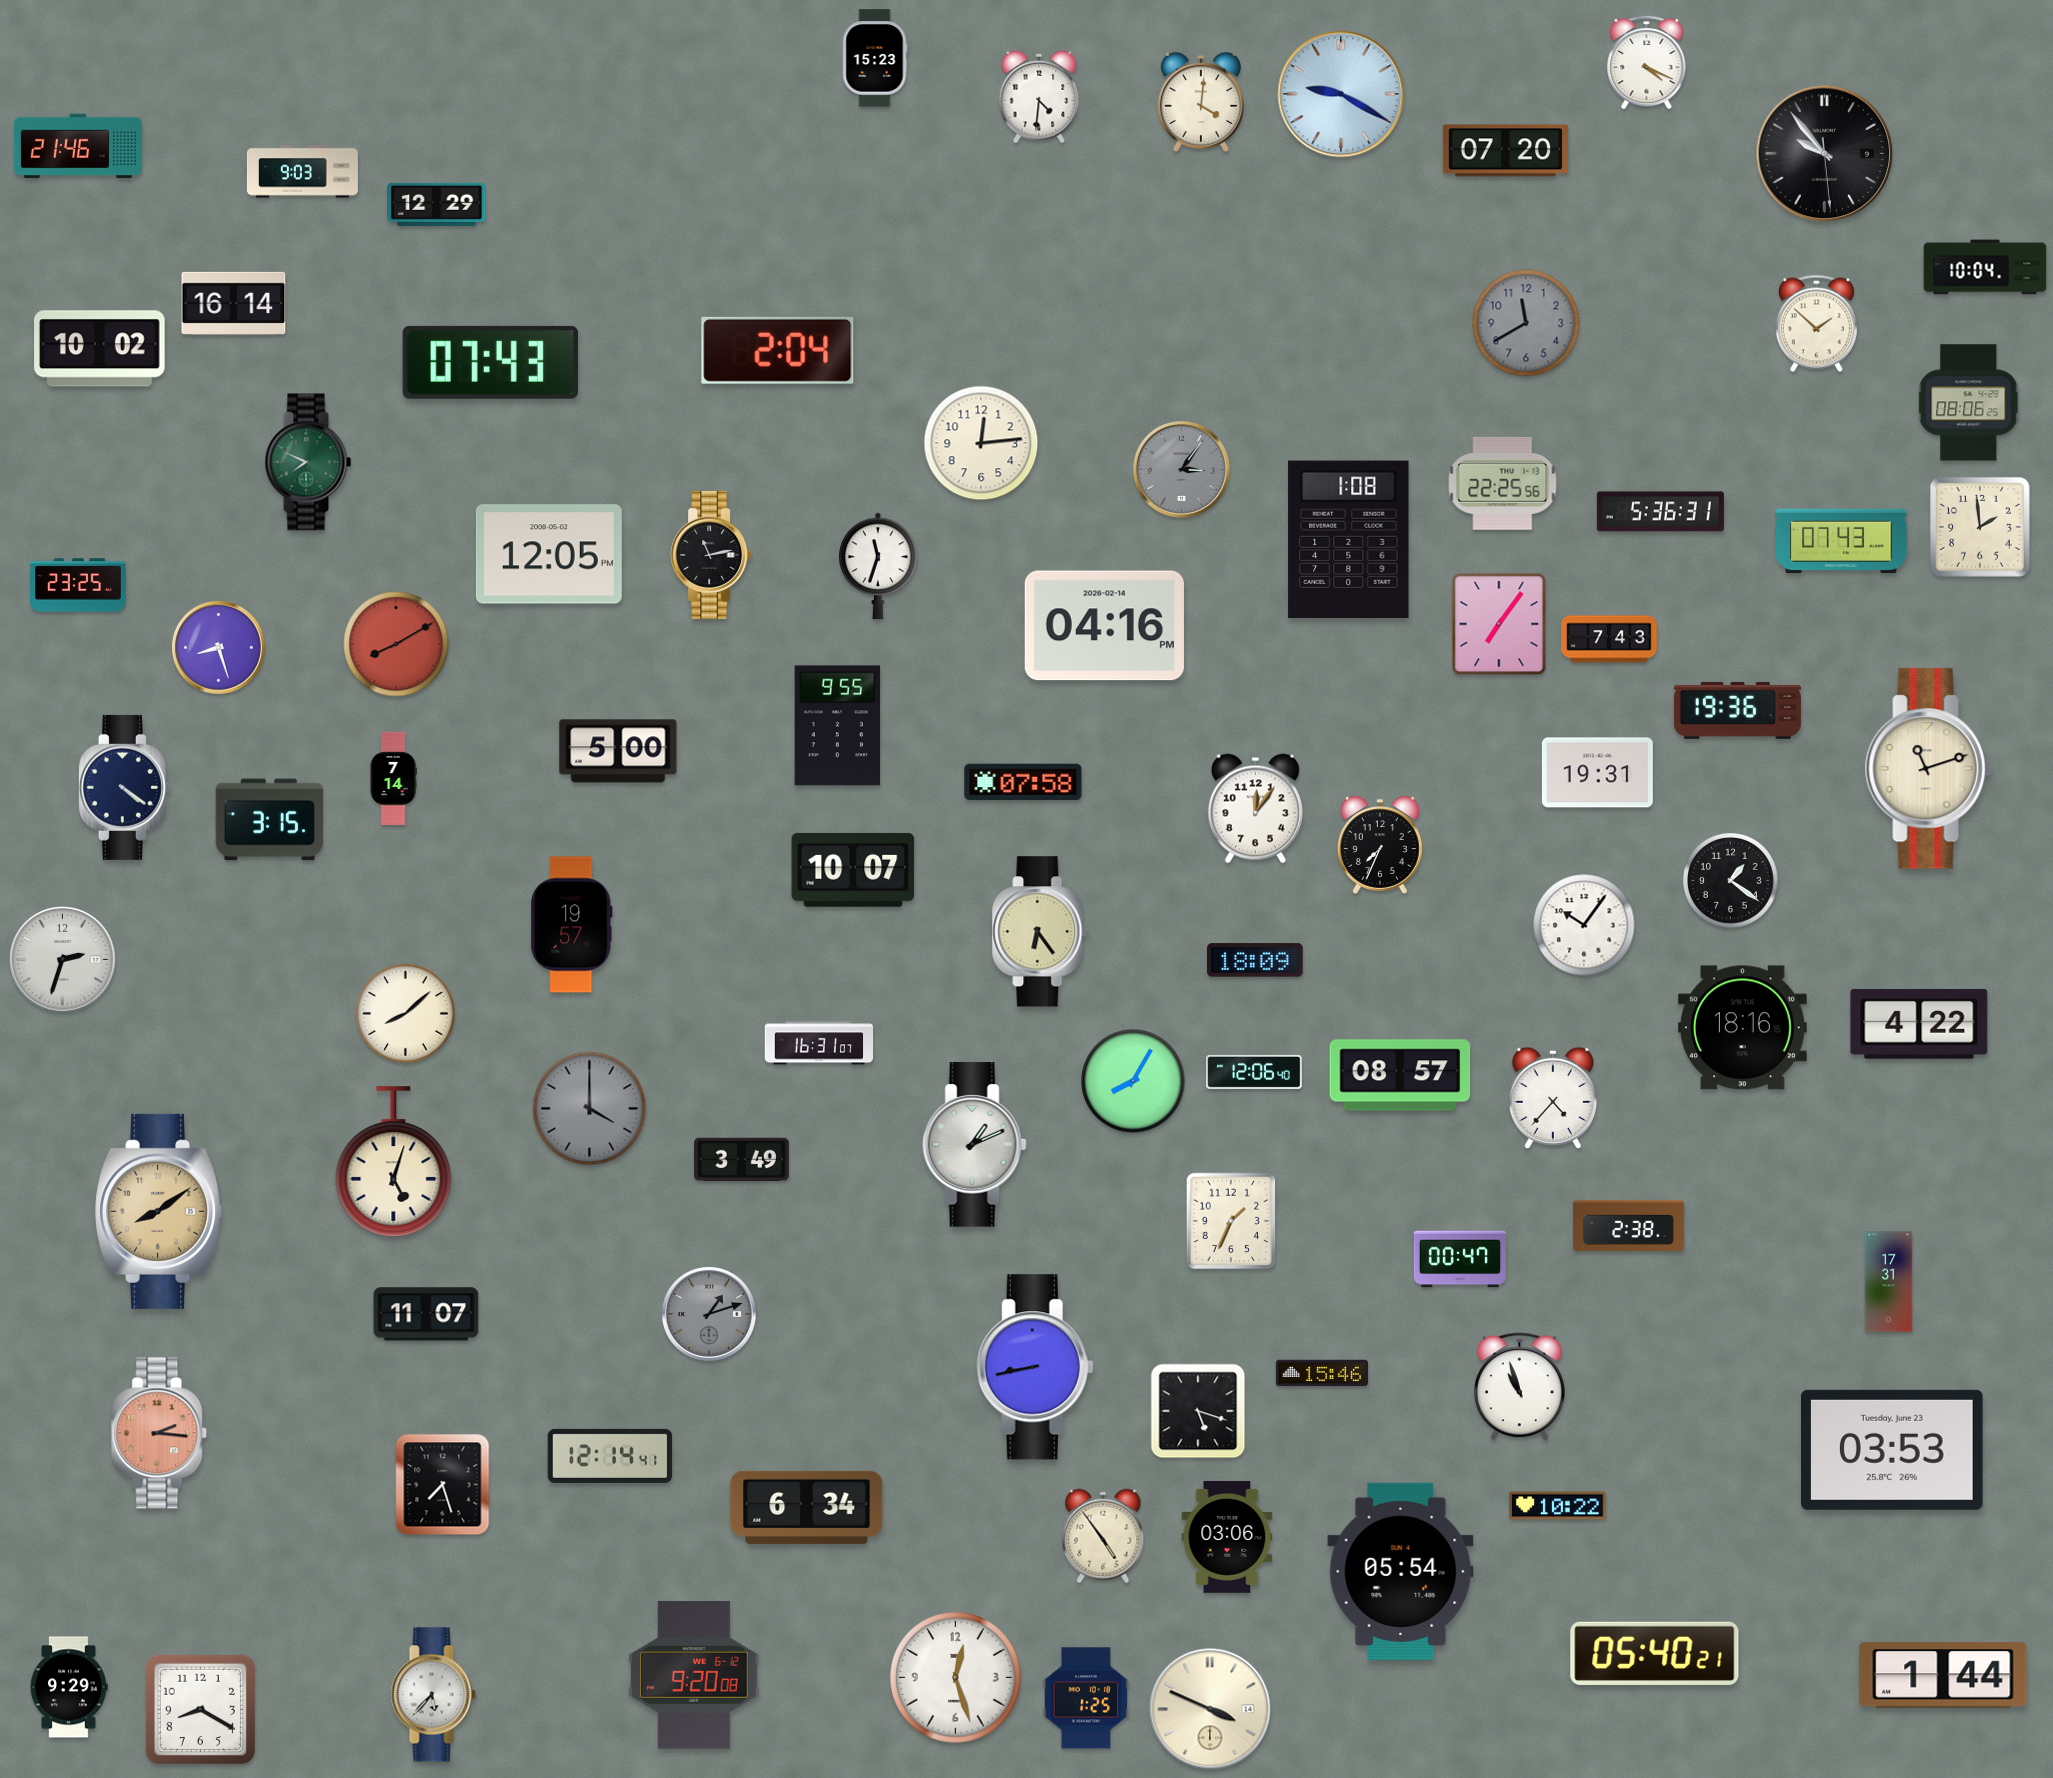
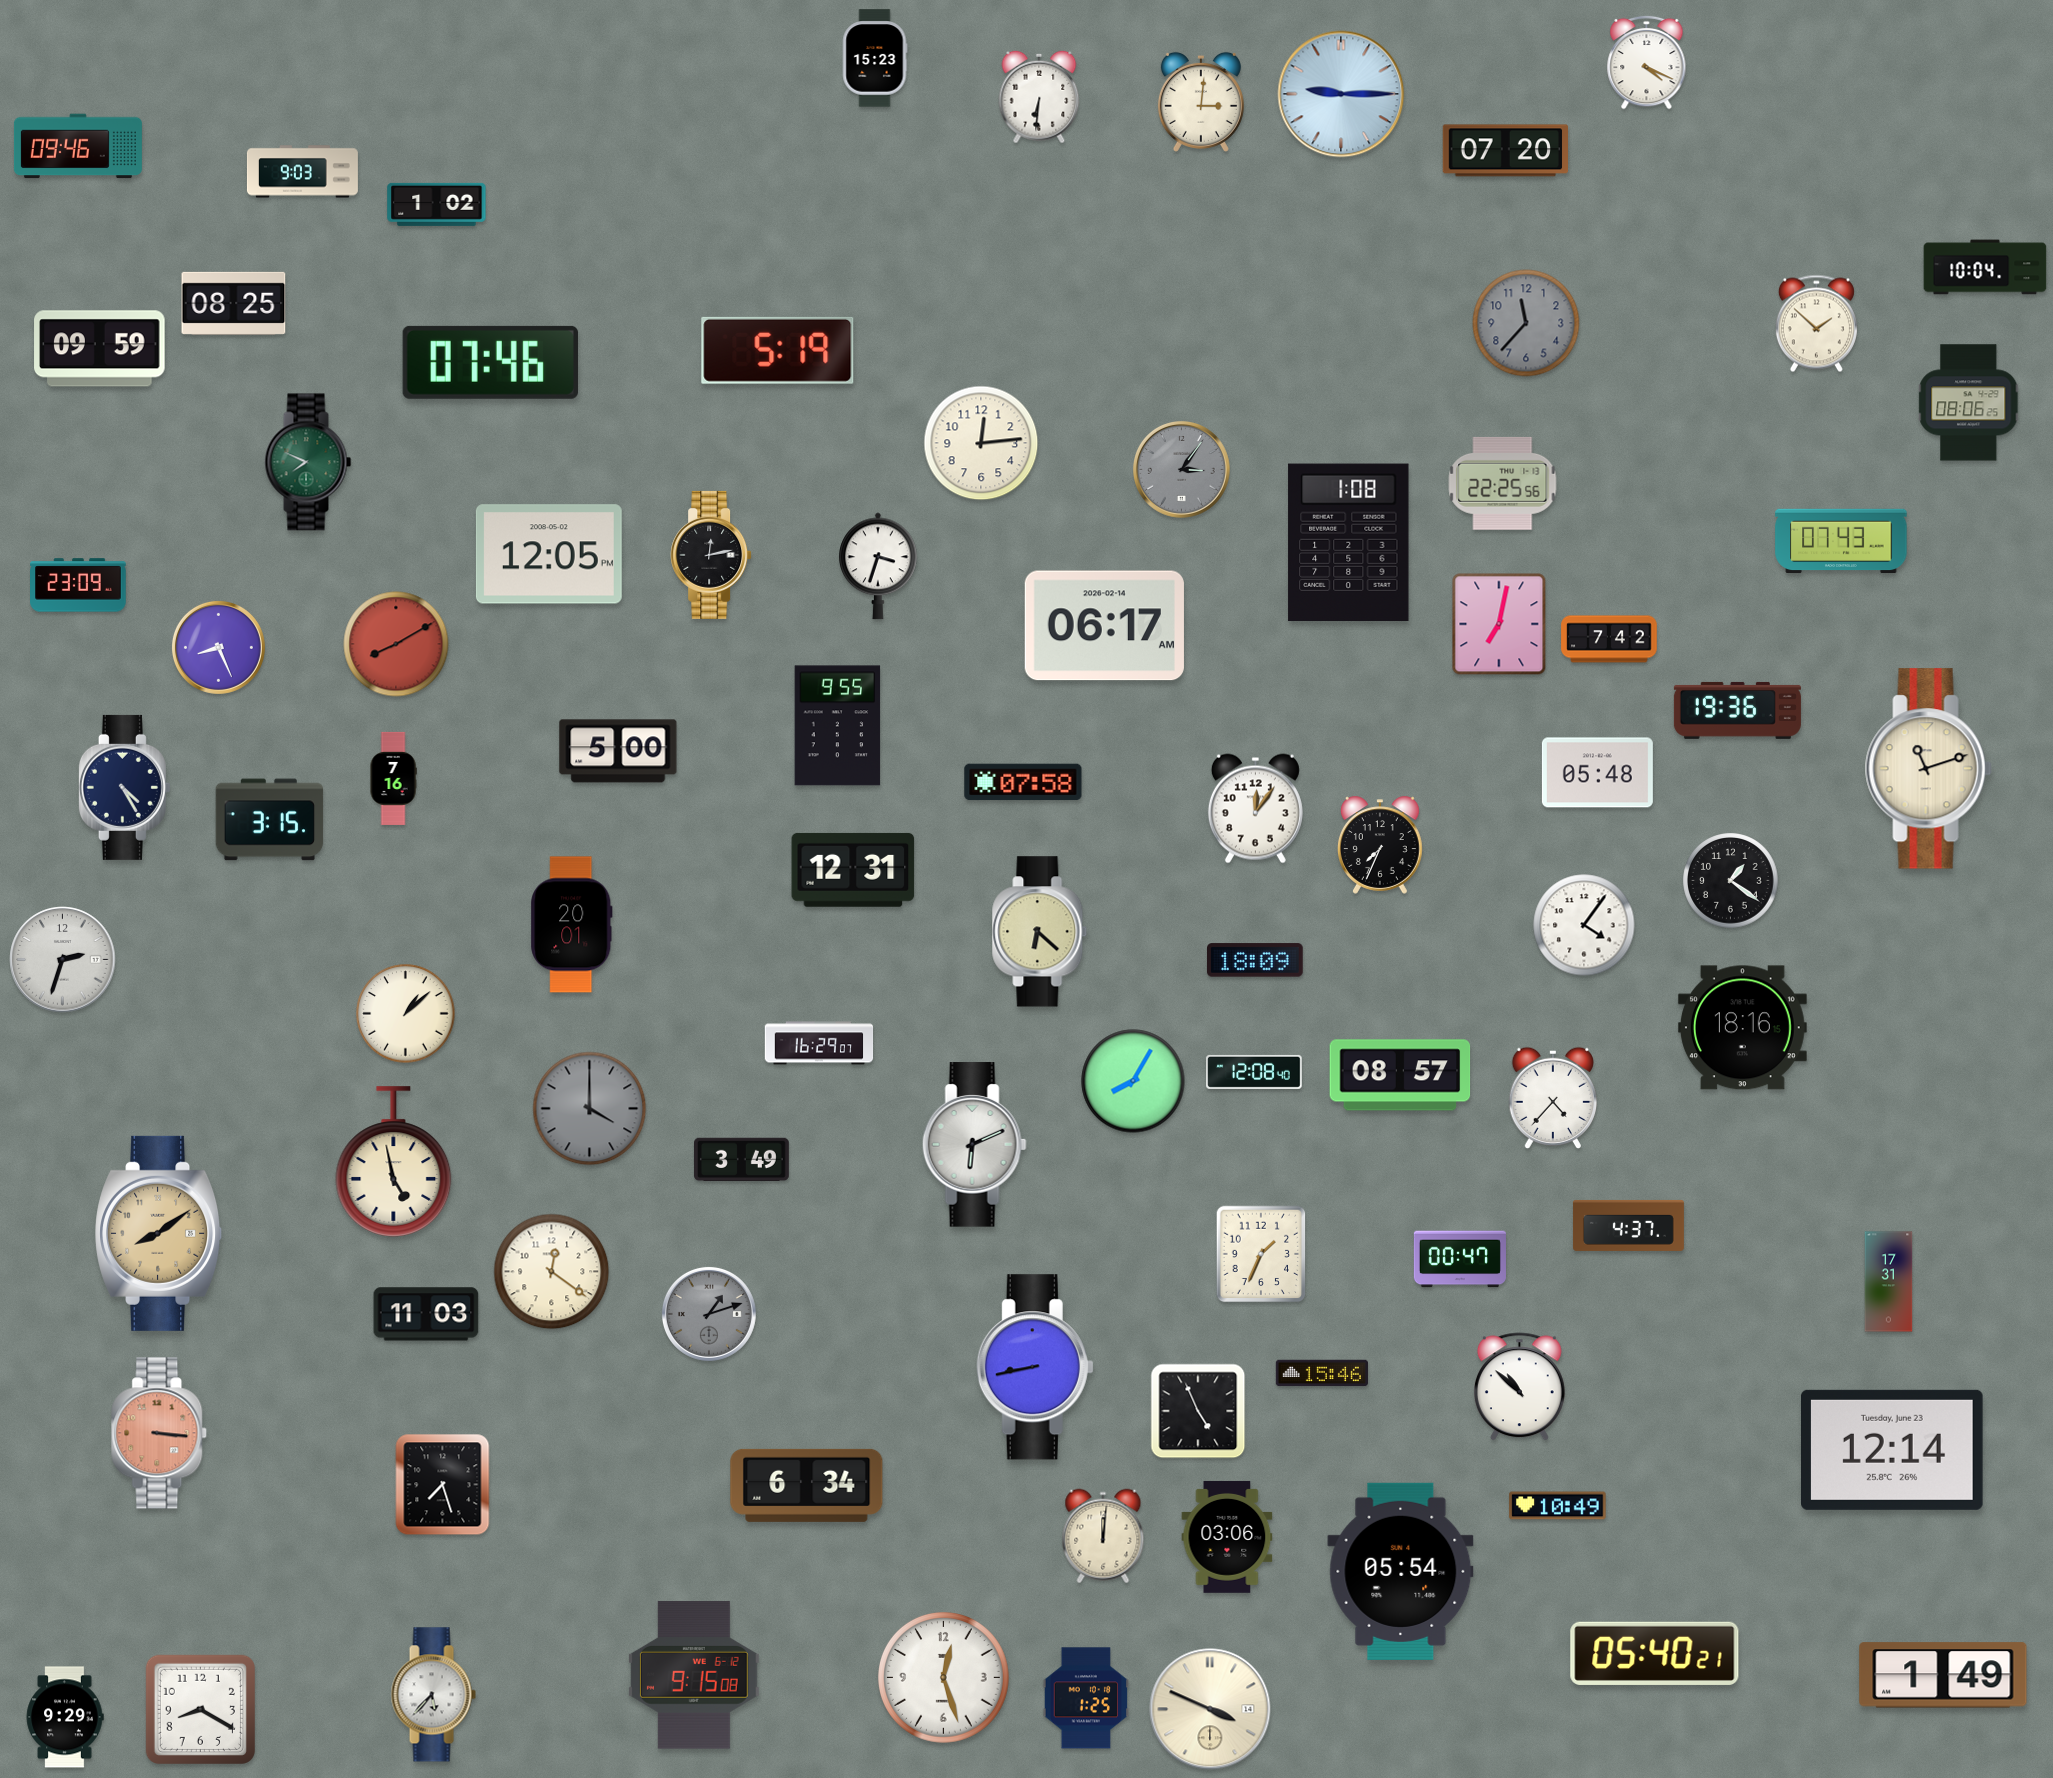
clock at (1341, 94): 9:20 -> 9:15
clock at (1039, 97): 4:31 -> 6:31
clock at (1201, 102): 4:01 -> 3:01
clock at (78, 146): 21:46 -> 09:46
clock at (1825, 154): 9:53 -> none
clock at (437, 204): 12:29 -> 1:02
clock at (234, 303): 16:14 -> 08:25
clock at (1526, 323): 11:40 -> 11:37
clock at (100, 349): 10:02 -> 09:59
clock at (778, 350): 2:04 -> 5:19
clock at (490, 362): 07:43 -> 07:46
clock at (1660, 512): 5:36 -> none
clock at (1980, 527): 1:59 -> none
clock at (1349, 539) position: (1349, 539) -> (1349, 542)
clock at (711, 555): 11:13 -> 12:13
clock at (879, 566): 11:33 -> 3:33
clock at (78, 585): 23:25 -> 23:09
clock at (1499, 624): 7:06 -> 7:02
clock at (1104, 626): 04:16 -> 06:17
clock at (1609, 639): 7:43 -> 7:42
clock at (218, 647): 8:27 -> 8:26
clock at (1597, 773): 19:31 -> 05:48
clock at (393, 778): 7:14 -> 7:16
clock at (124, 787): 4:21 -> 4:25
clock at (853, 870): 10:07 -> 12:31
clock at (572, 925): 19:57 -> 20:01
clock at (1584, 925): 10:06 -> 4:06
clock at (1040, 932): 6:24 -> 6:22
clock at (406, 1014): 8:08 -> 1:08
clock at (1919, 1025): 4:22 -> none
clock at (819, 1043): 16:31 -> 16:29
clock at (1254, 1072): 12:06 -> 12:08
clock at (974, 1145): 1:11 -> 6:11
clock at (394, 1162): 5:03 -> 4:58
clock at (159, 1211) position: (159, 1211) -> (159, 1233)
clock at (1231, 1221) position: (1231, 1221) -> (1261, 1254)
clock at (1628, 1225): 2:38 -> 4:37
clock at (552, 1272): none -> 12:21
clock at (426, 1314): 11:07 -> 11:03
clock at (1519, 1387): 10:57 -> 10:52
clock at (1198, 1411): 5:18 -> 4:56
clock at (160, 1433): 2:16 -> 3:16
clock at (1893, 1450): 03:53 -> 12:14
clock at (610, 1456): 12:14 -> none
clock at (1558, 1506): 10:22 -> 10:49
clock at (807, 1507) position: (807, 1507) -> (807, 1485)
clock at (1103, 1536): 4:54 -> 12:01
clock at (694, 1675): 9:20 -> 9:15
clock at (1943, 1675): 1:44 -> 1:49
clock at (956, 1678) position: (956, 1678) -> (944, 1678)
clock at (69, 1687) position: (69, 1687) -> (65, 1717)
